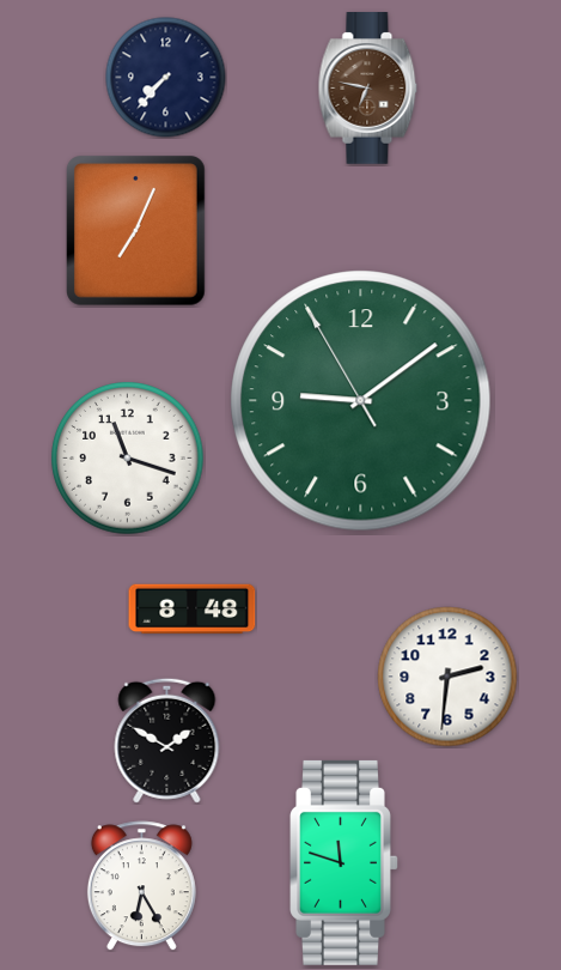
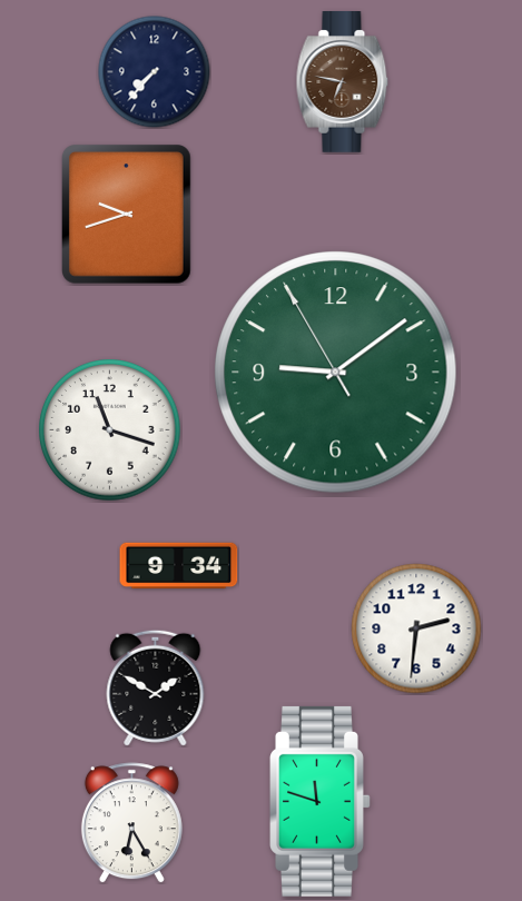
clock at (136, 231): 7:04 -> 9:42
clock at (128, 459) position: (128, 459) -> (110, 430)
clock at (193, 610): 8:48 -> 9:34
